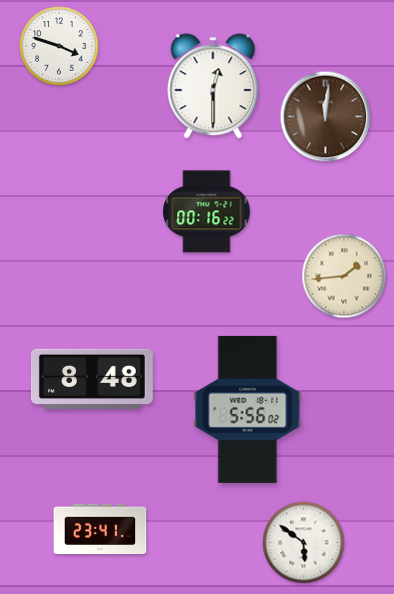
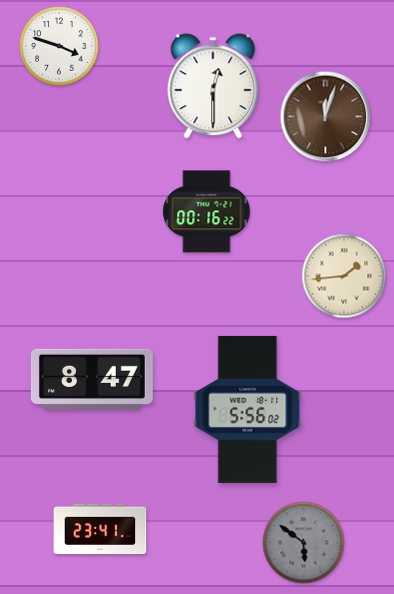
clock at (326, 117): 12:01 -> 12:03
clock at (92, 379): 8:48 -> 8:47
clock at (304, 543) dial: white -> grey
